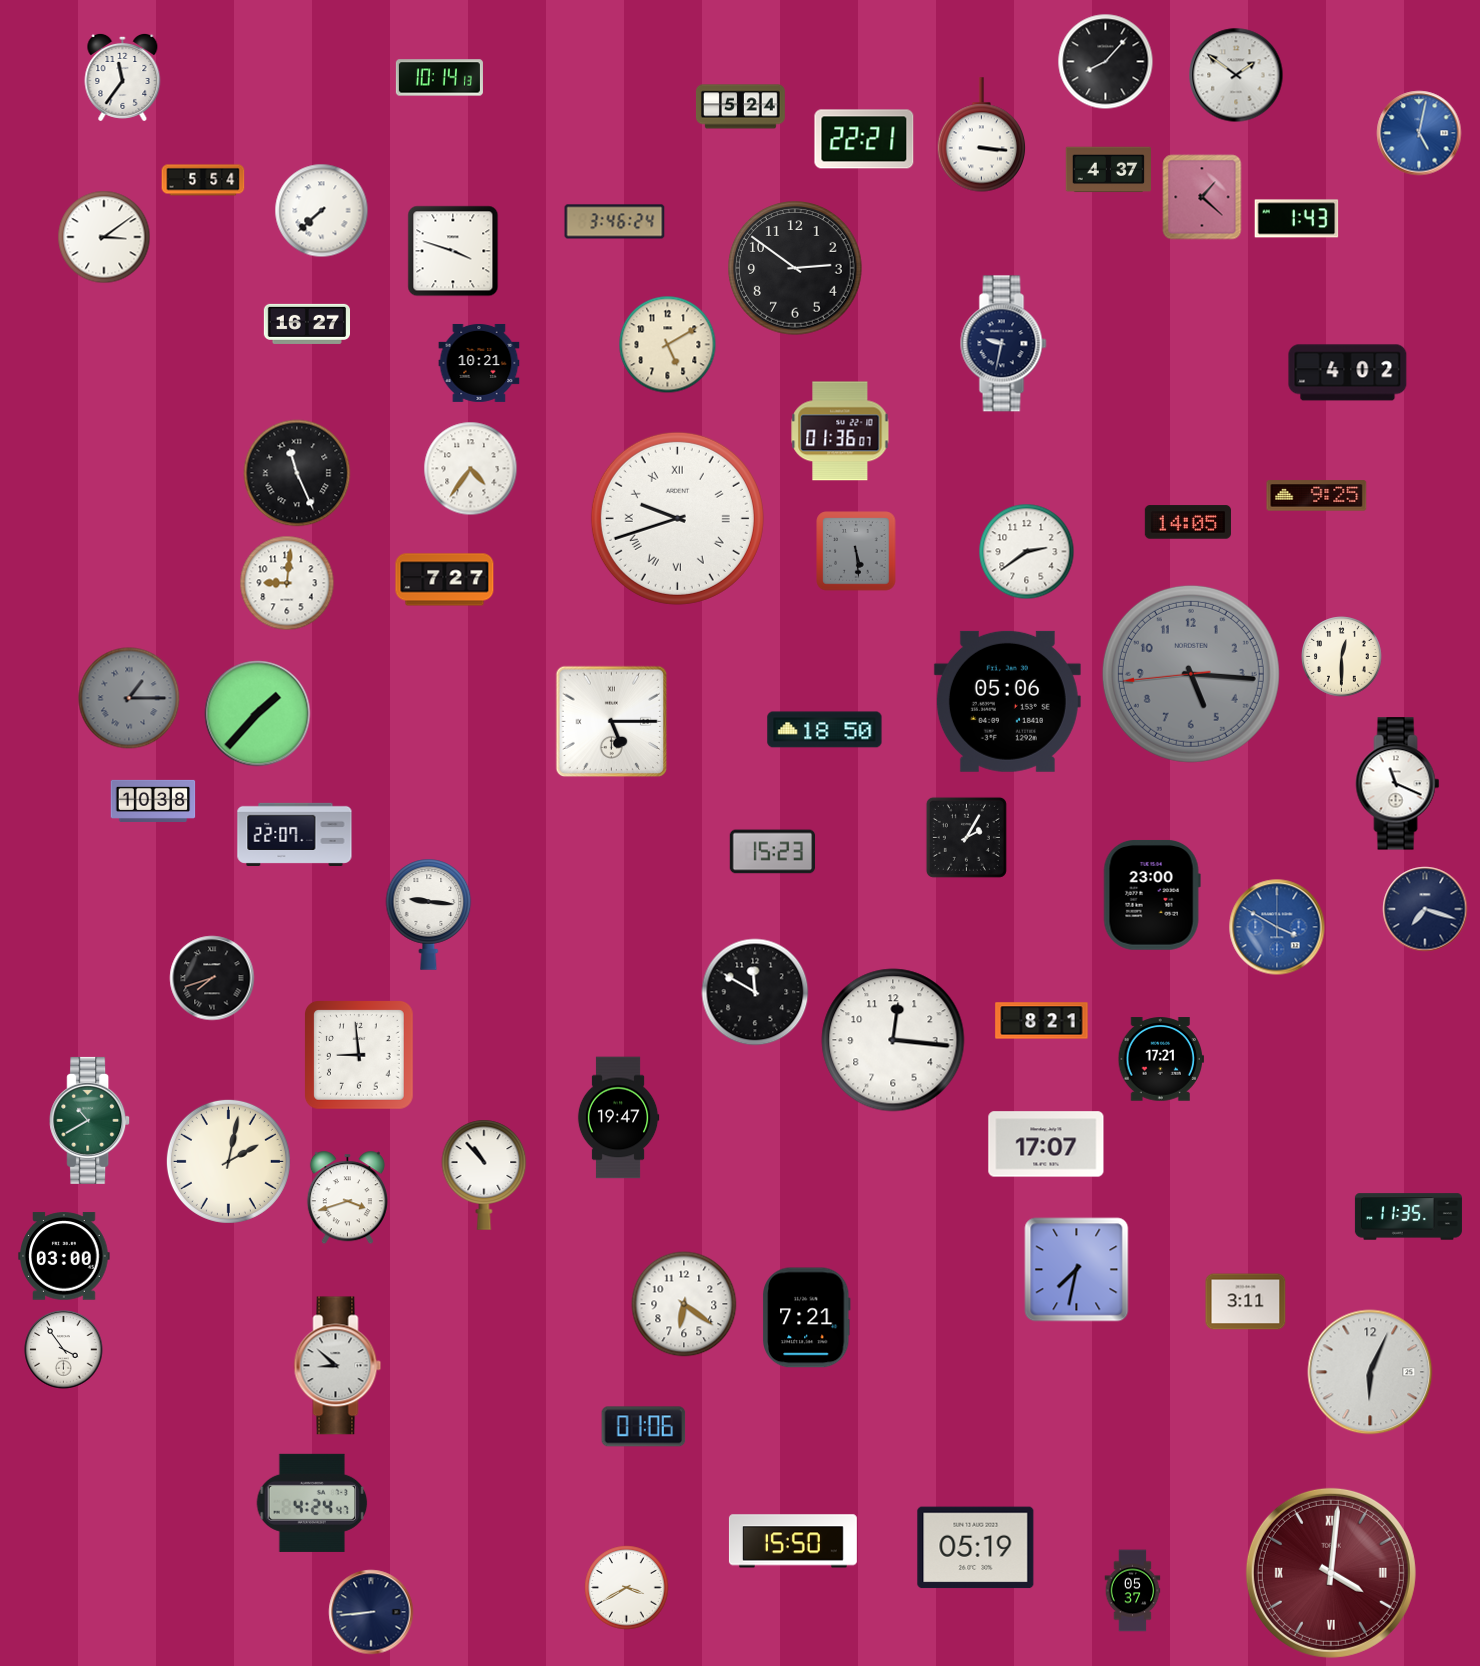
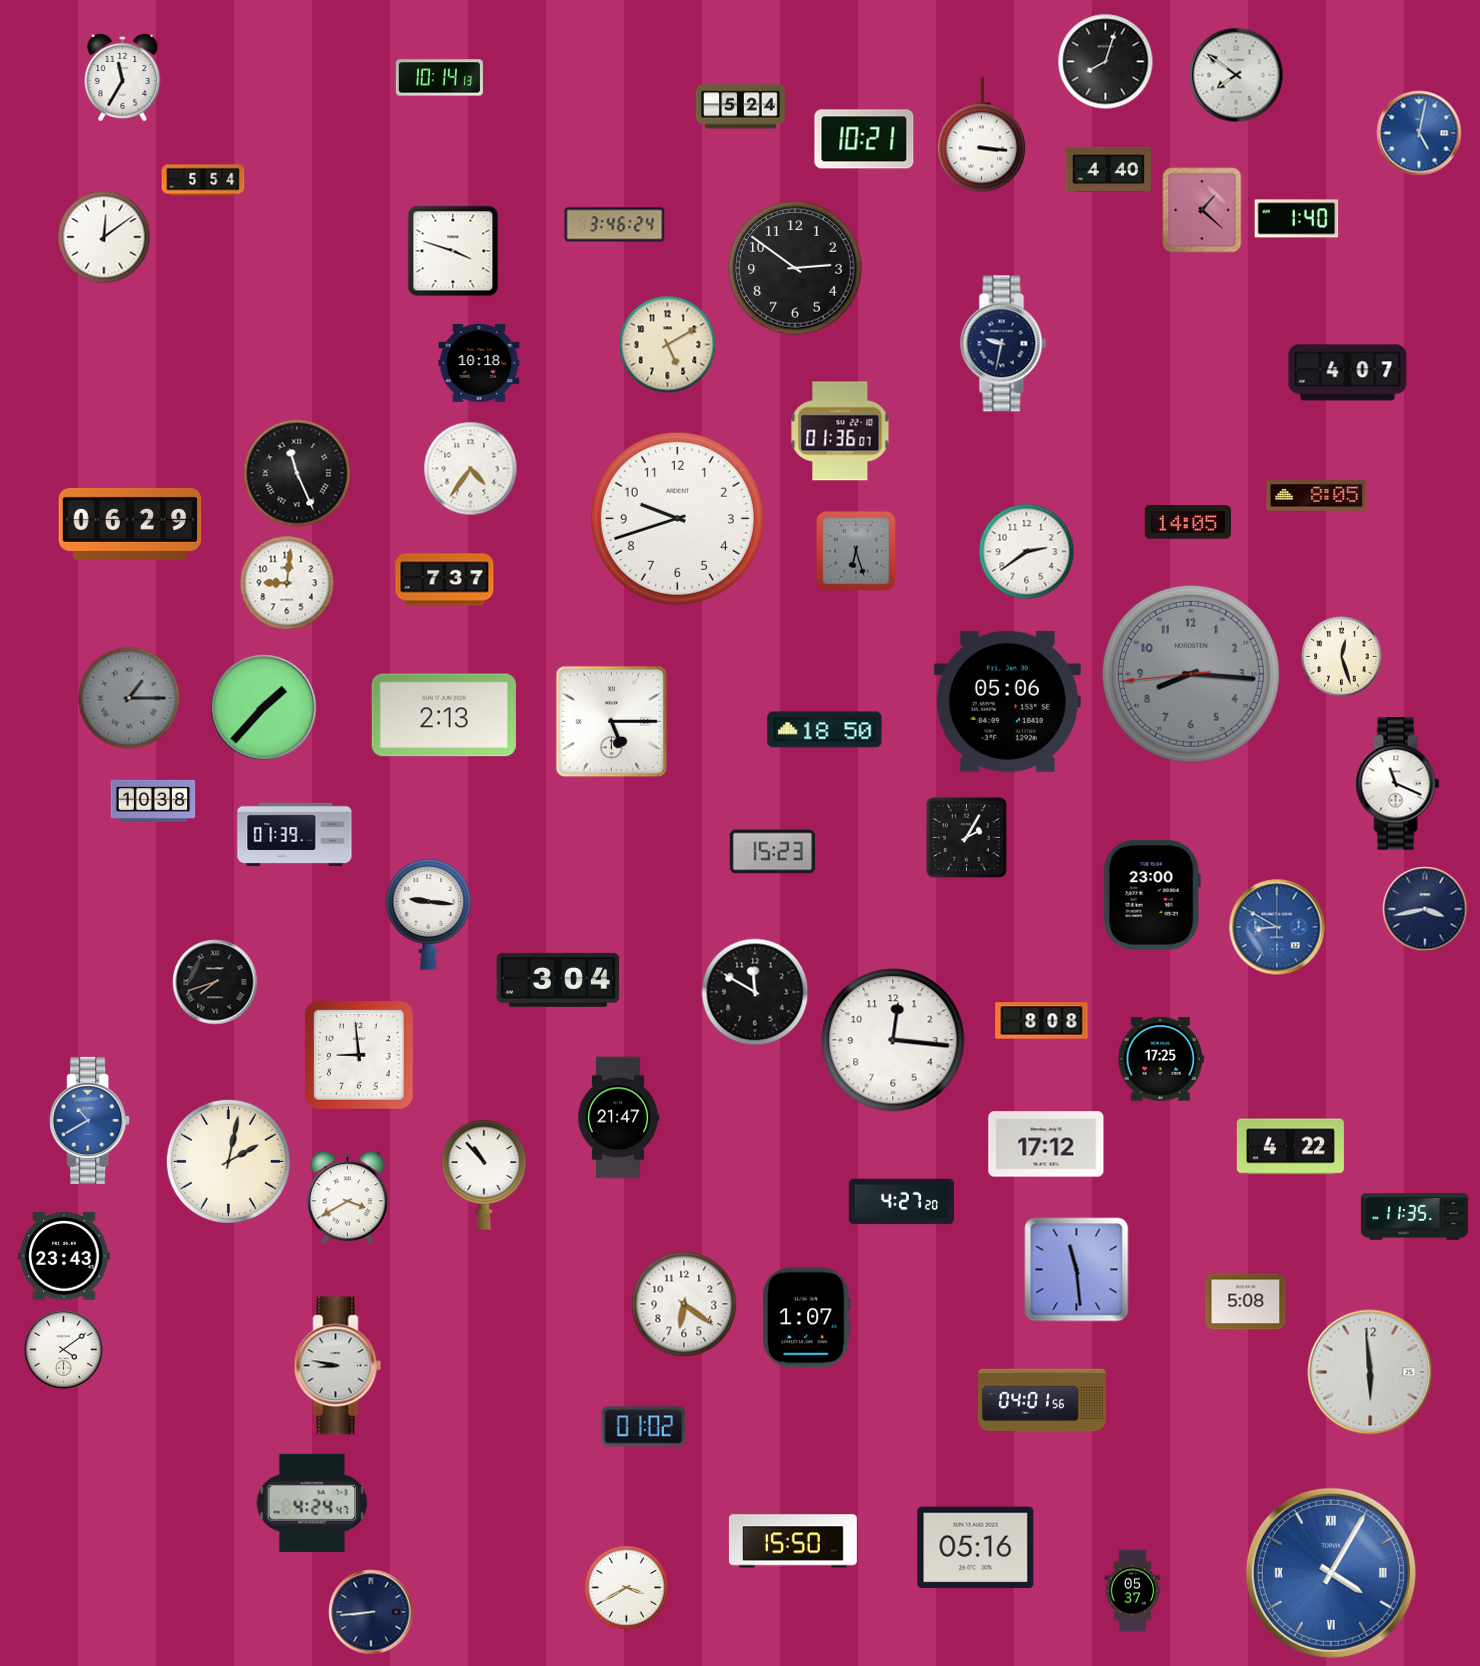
clock at (1106, 62): 8:07 -> 8:03
clock at (1236, 75): 1:51 -> 7:51
clock at (123, 77): 11:36 -> 11:35
clock at (864, 139): 22:21 -> 10:21
clock at (1109, 170): 4:37 -> 4:40
clock at (1202, 197) position: (1202, 197) -> (1202, 210)
clock at (322, 211): 7:38 -> none
clock at (1297, 219): 1:43 -> 1:40
clock at (615, 222) position: (615, 222) -> (615, 225)
clock at (104, 237): 3:09 -> 12:09
clock at (306, 324): 16:27 -> none
clock at (479, 363): 10:21 -> 10:18
clock at (1348, 373): 4:02 -> 4:07
clock at (1317, 496): 9:25 -> 8:05
clock at (677, 518) numerals: Roman -> Arabic
clock at (130, 524): none -> 06:29
clock at (856, 551): 5:29 -> 6:27
clock at (445, 580): 7:27 -> 7:37
clock at (1342, 657): 12:30 -> 12:27
clock at (1191, 674): 5:15 -> 8:15
clock at (258, 714) position: (258, 714) -> (264, 708)
clock at (444, 715): none -> 2:13
clock at (295, 834): 22:07 -> 01:39
clock at (1425, 909): 7:18 -> 3:43
clock at (1277, 927): 3:50 -> 8:50
clock at (212, 978) position: (212, 978) -> (215, 982)
clock at (558, 980): none -> 3:04
clock at (1042, 1021): 8:21 -> 8:08
clock at (1161, 1059): 17:21 -> 17:25
clock at (618, 1118): 19:47 -> 21:47
clock at (90, 1120) dial: green -> blue
clock at (1046, 1144): 17:07 -> 17:12
clock at (1290, 1147): none -> 4:22
clock at (347, 1198): 3:42 -> 3:40
clock at (901, 1202): none -> 4:27
clock at (1408, 1217) position: (1408, 1217) -> (1414, 1217)
clock at (64, 1256): 03:00 -> 23:43
clock at (1077, 1270): 7:32 -> 11:29
clock at (1246, 1302): 3:11 -> 5:08
clock at (807, 1318): 7:21 -> 1:07
clock at (64, 1350): 3:54 -> 4:09
clock at (338, 1366): 8:52 -> 8:47
clock at (1370, 1372): 6:04 -> 5:59
clock at (1042, 1400): none -> 04:01
clock at (644, 1427): 01:06 -> 01:02
clock at (976, 1548): 05:19 -> 05:16
clock at (1331, 1573): 4:01 -> 4:05
clock at (1331, 1573) dial: burgundy -> blue
